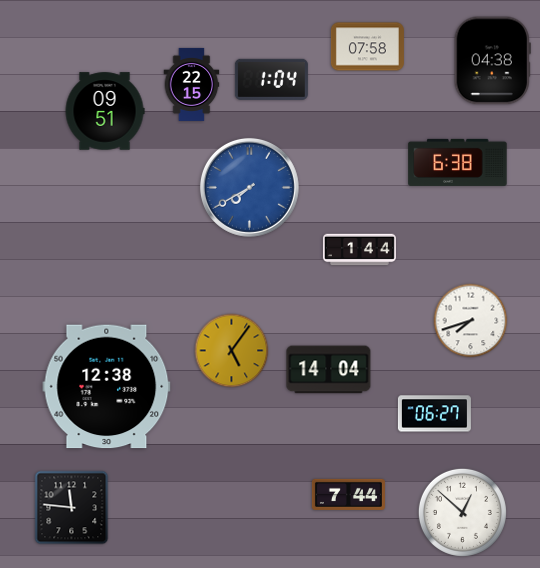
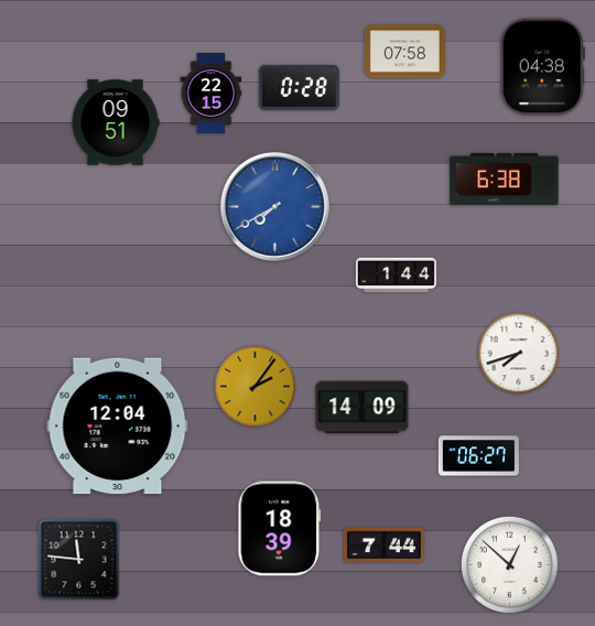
clock at (271, 79): 1:04 -> 0:28
clock at (232, 351): 5:06 -> 2:06
clock at (329, 370): 14:04 -> 14:09
clock at (107, 387): 12:38 -> 12:04
clock at (280, 529): none -> 18:39
